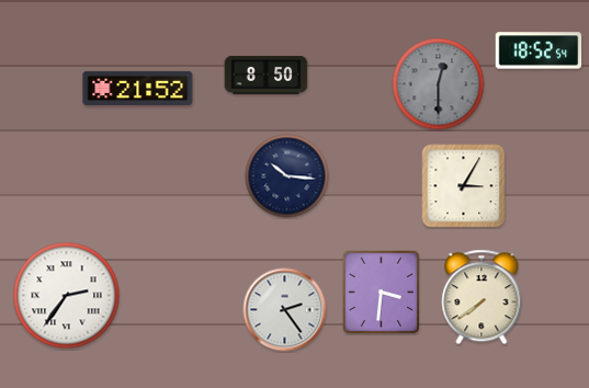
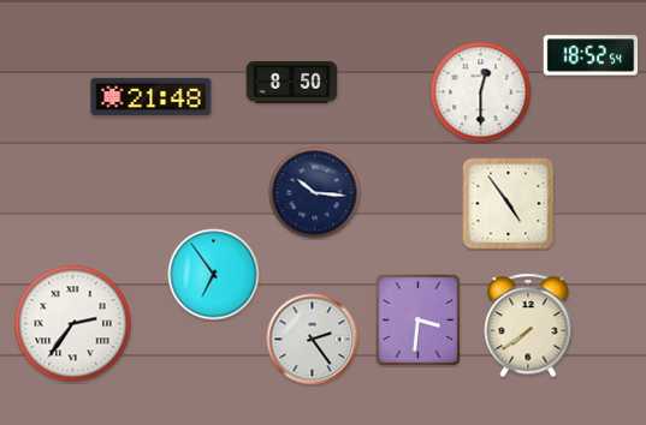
clock at (439, 84) dial: grey -> white
clock at (138, 88): 21:52 -> 21:48
clock at (464, 186): 3:05 -> 4:54
clock at (214, 275): none -> 6:54
